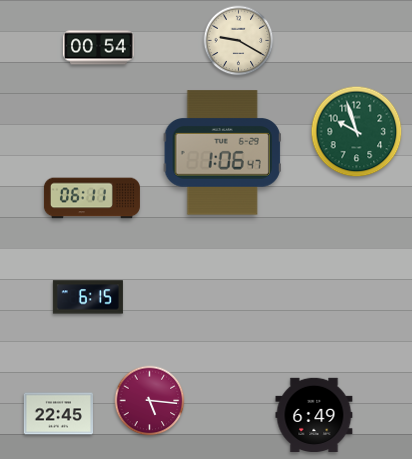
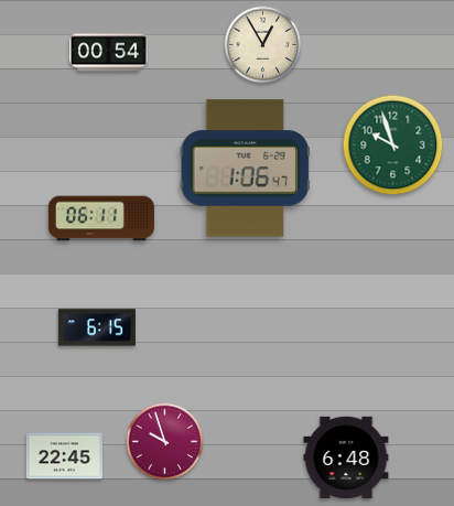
clock at (239, 41): 9:20 -> 12:55
clock at (150, 401): 5:16 -> 9:57
clock at (314, 414): 6:49 -> 6:48
